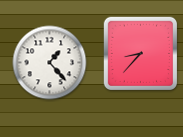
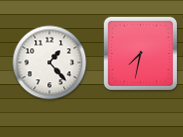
clock at (141, 54): 8:37 -> 7:32
